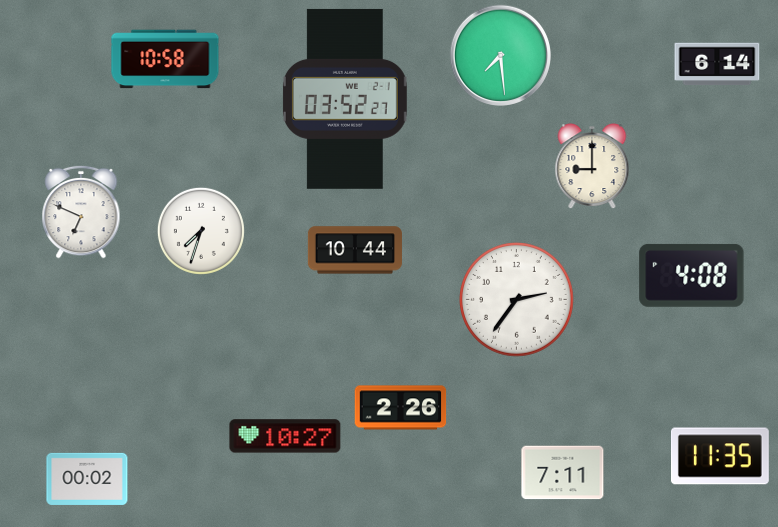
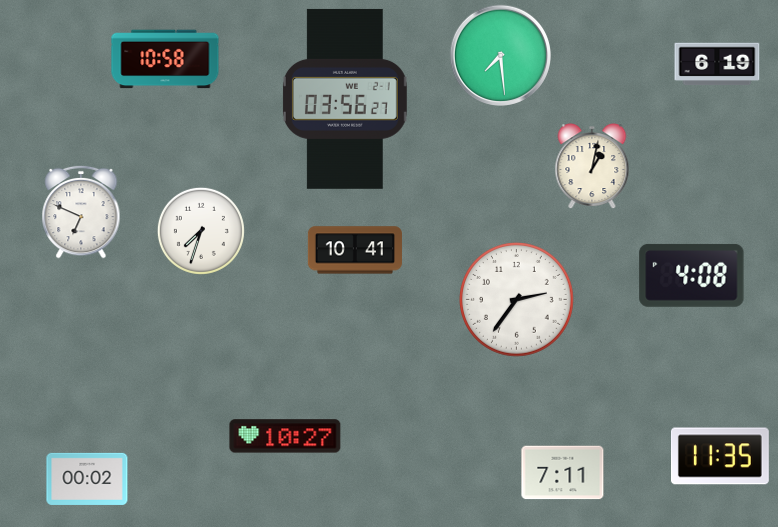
clock at (717, 64): 6:14 -> 6:19
clock at (345, 99): 03:52 -> 03:56
clock at (592, 167): 9:00 -> 1:02
clock at (355, 250): 10:44 -> 10:41
clock at (401, 408): 2:26 -> none
